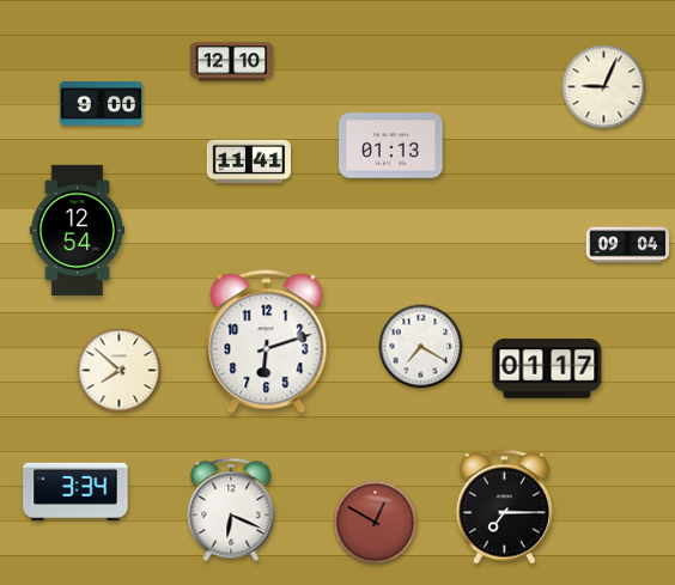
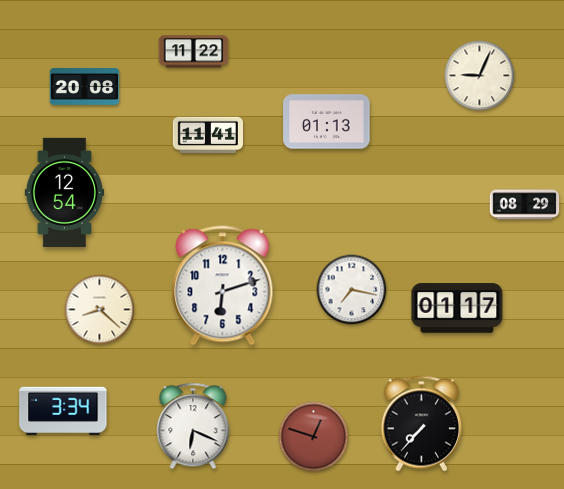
clock at (232, 62): 12:10 -> 11:22
clock at (604, 87) position: (604, 87) -> (480, 76)
clock at (102, 104): 9:00 -> 20:08
clock at (628, 245): 09:04 -> 08:29
clock at (421, 347): 7:20 -> 7:17
clock at (120, 371): 7:52 -> 8:22
clock at (504, 507): 7:15 -> 7:37
clock at (376, 523): 12:50 -> 12:48
